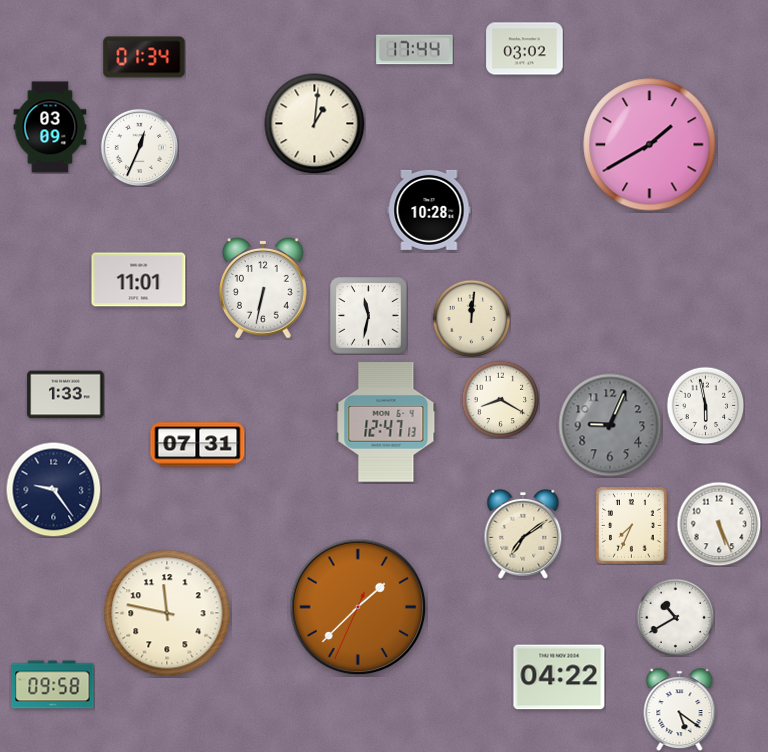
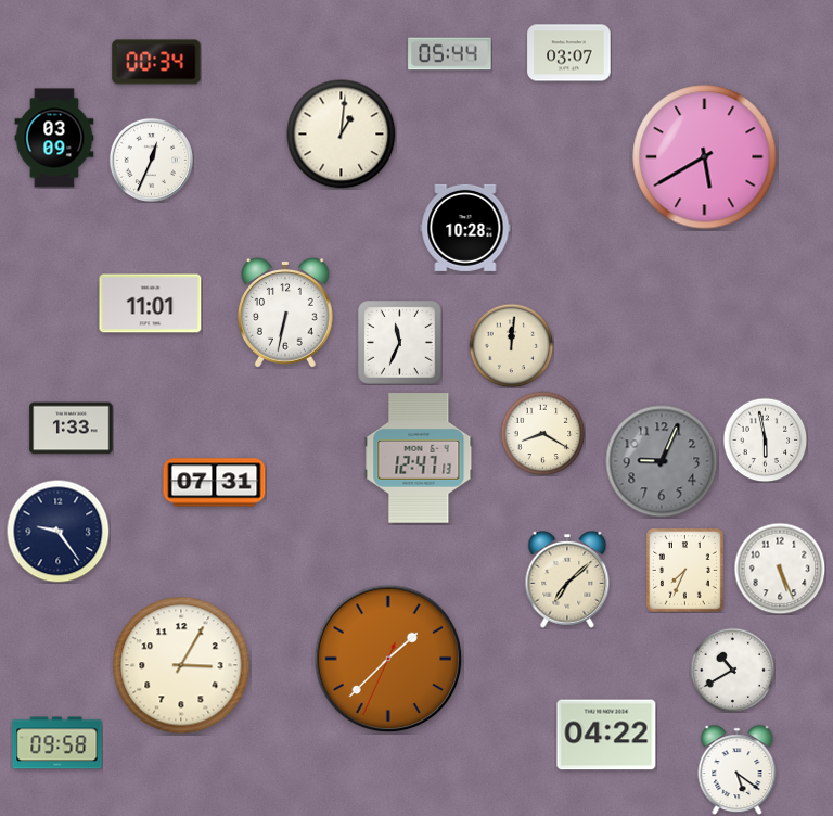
clock at (525, 49): 03:02 -> 03:07
clock at (415, 50): 17:44 -> 05:44
clock at (144, 57): 01:34 -> 00:34
clock at (650, 145): 1:40 -> 5:40
clock at (369, 316): 11:32 -> 11:34
clock at (523, 534): 7:09 -> 7:08
clock at (167, 613): 11:47 -> 3:05
